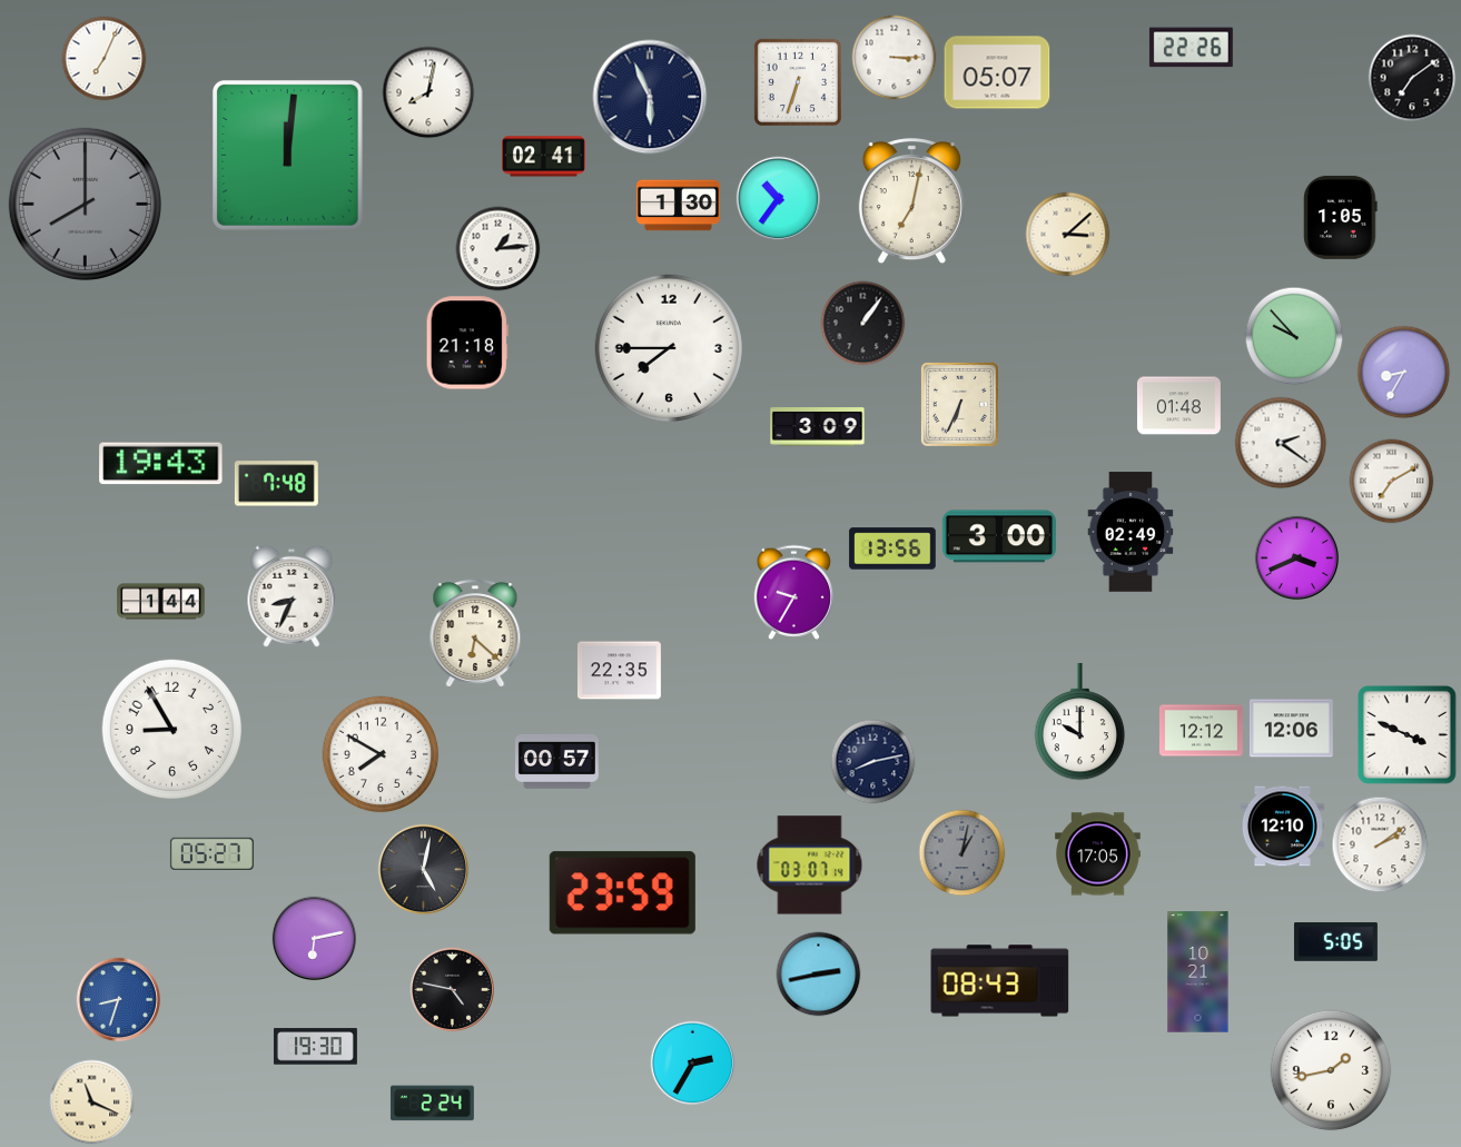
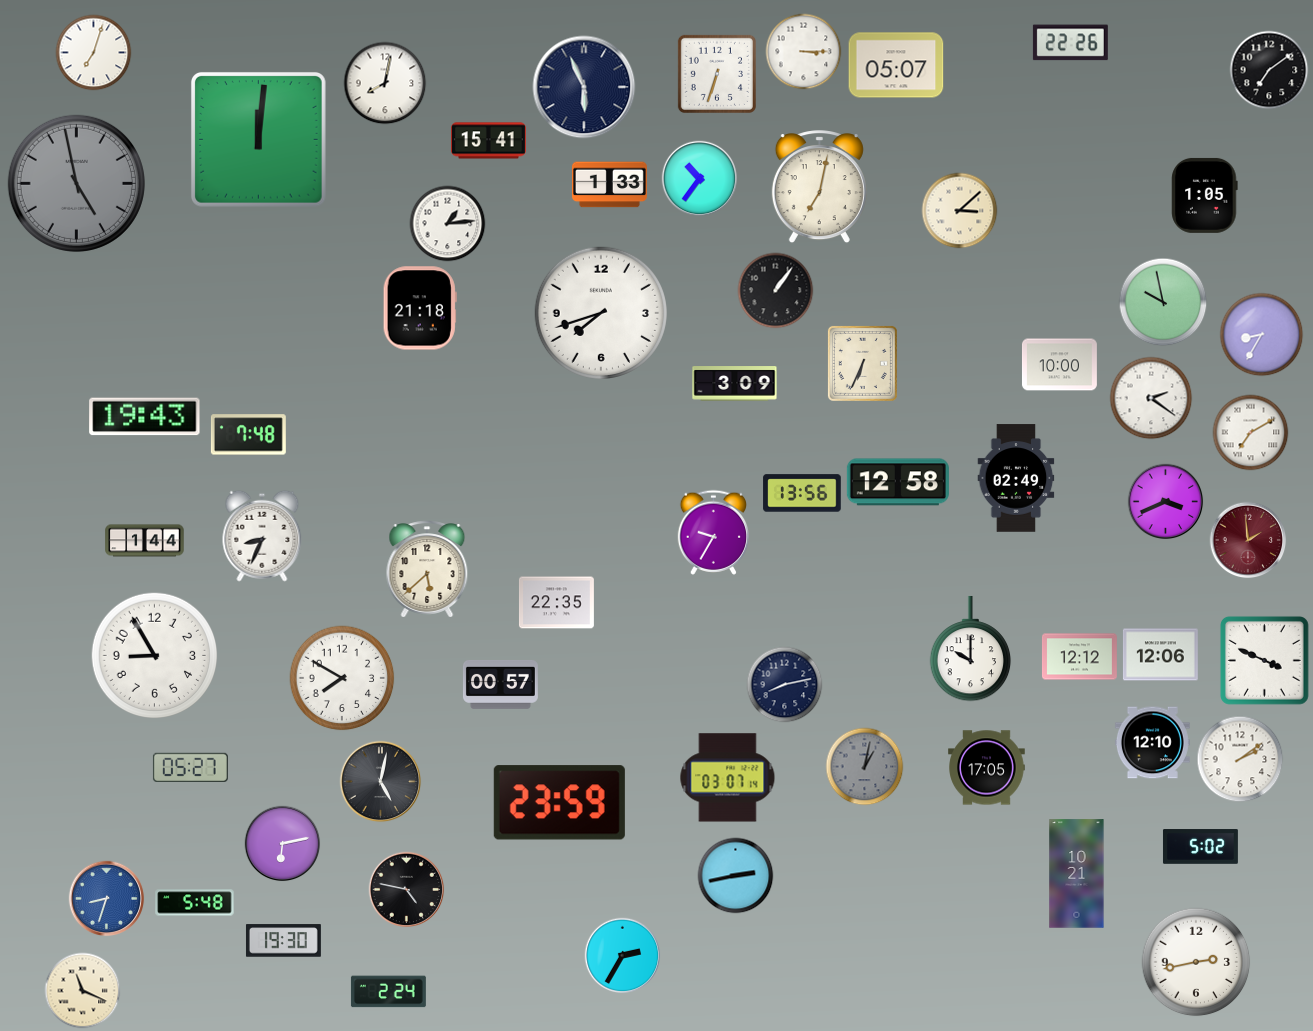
clock at (105, 59): 7:04 -> 7:03
clock at (543, 157): 02:41 -> 15:41
clock at (911, 201) position: (911, 201) -> (819, 187)
clock at (85, 204): 8:00 -> 4:58
clock at (678, 206): 1:30 -> 1:33
clock at (1294, 336): 9:53 -> 9:58
clock at (669, 348): 7:45 -> 7:42
clock at (1178, 406): 01:48 -> 10:00
clock at (999, 536): 3:00 -> 12:58
clock at (1248, 540): none -> 1:59
clock at (475, 633): 6:22 -> 5:38
clock at (1335, 942): 5:05 -> 5:02
clock at (1000, 981): 08:43 -> none
clock at (195, 903): none -> 5:48
clock at (1331, 1070): 1:43 -> 2:43
